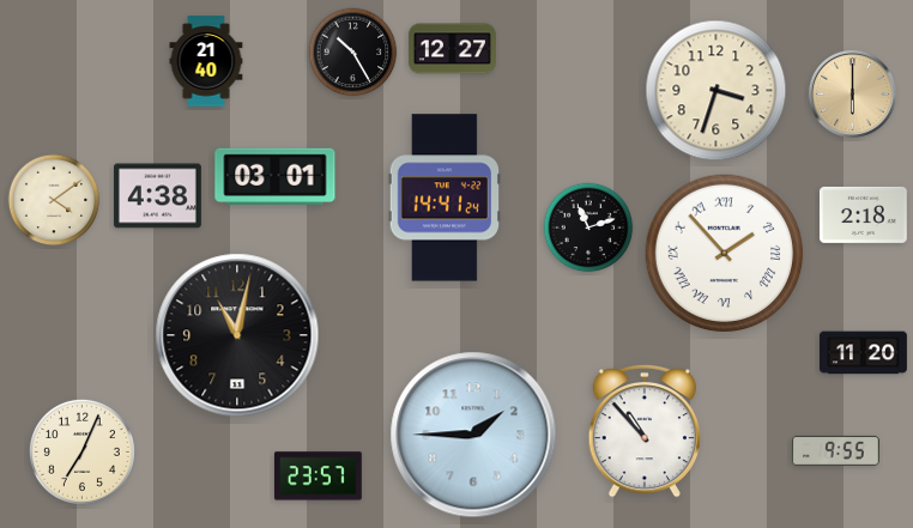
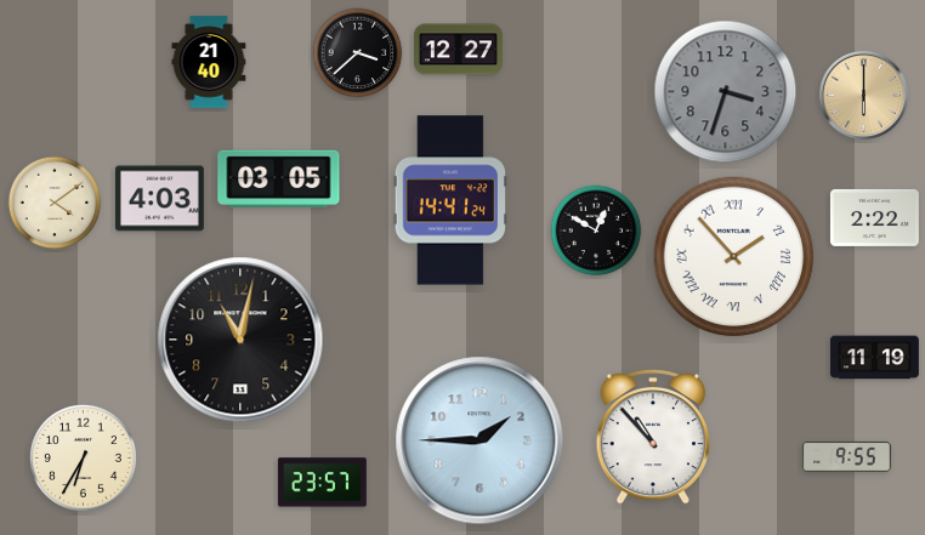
clock at (353, 53): 10:25 -> 3:38
clock at (717, 91) dial: cream -> grey
clock at (276, 177): 03:01 -> 03:05
clock at (157, 196): 4:38 -> 4:03
clock at (863, 214): 2:18 -> 2:22
clock at (588, 227): 11:12 -> 12:50
clock at (863, 353): 11:20 -> 11:19
clock at (81, 451): 7:04 -> 6:35
